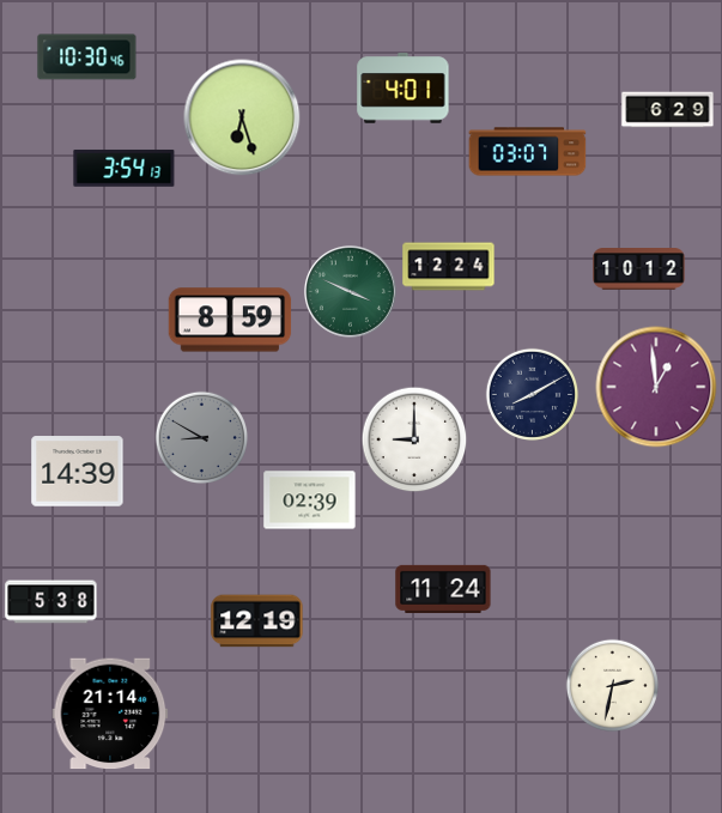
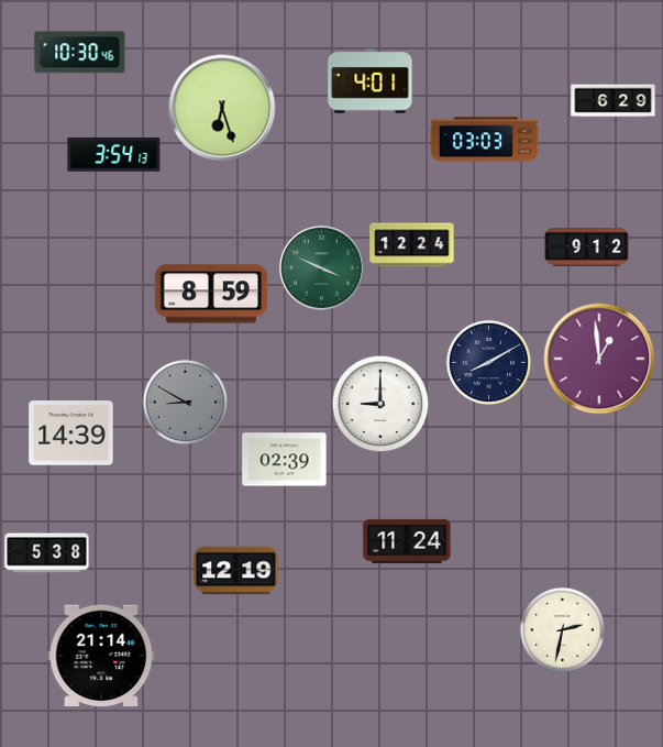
clock at (528, 152): 03:07 -> 03:03
clock at (639, 269): 10:12 -> 9:12
clock at (656, 387) position: (656, 387) -> (599, 359)
